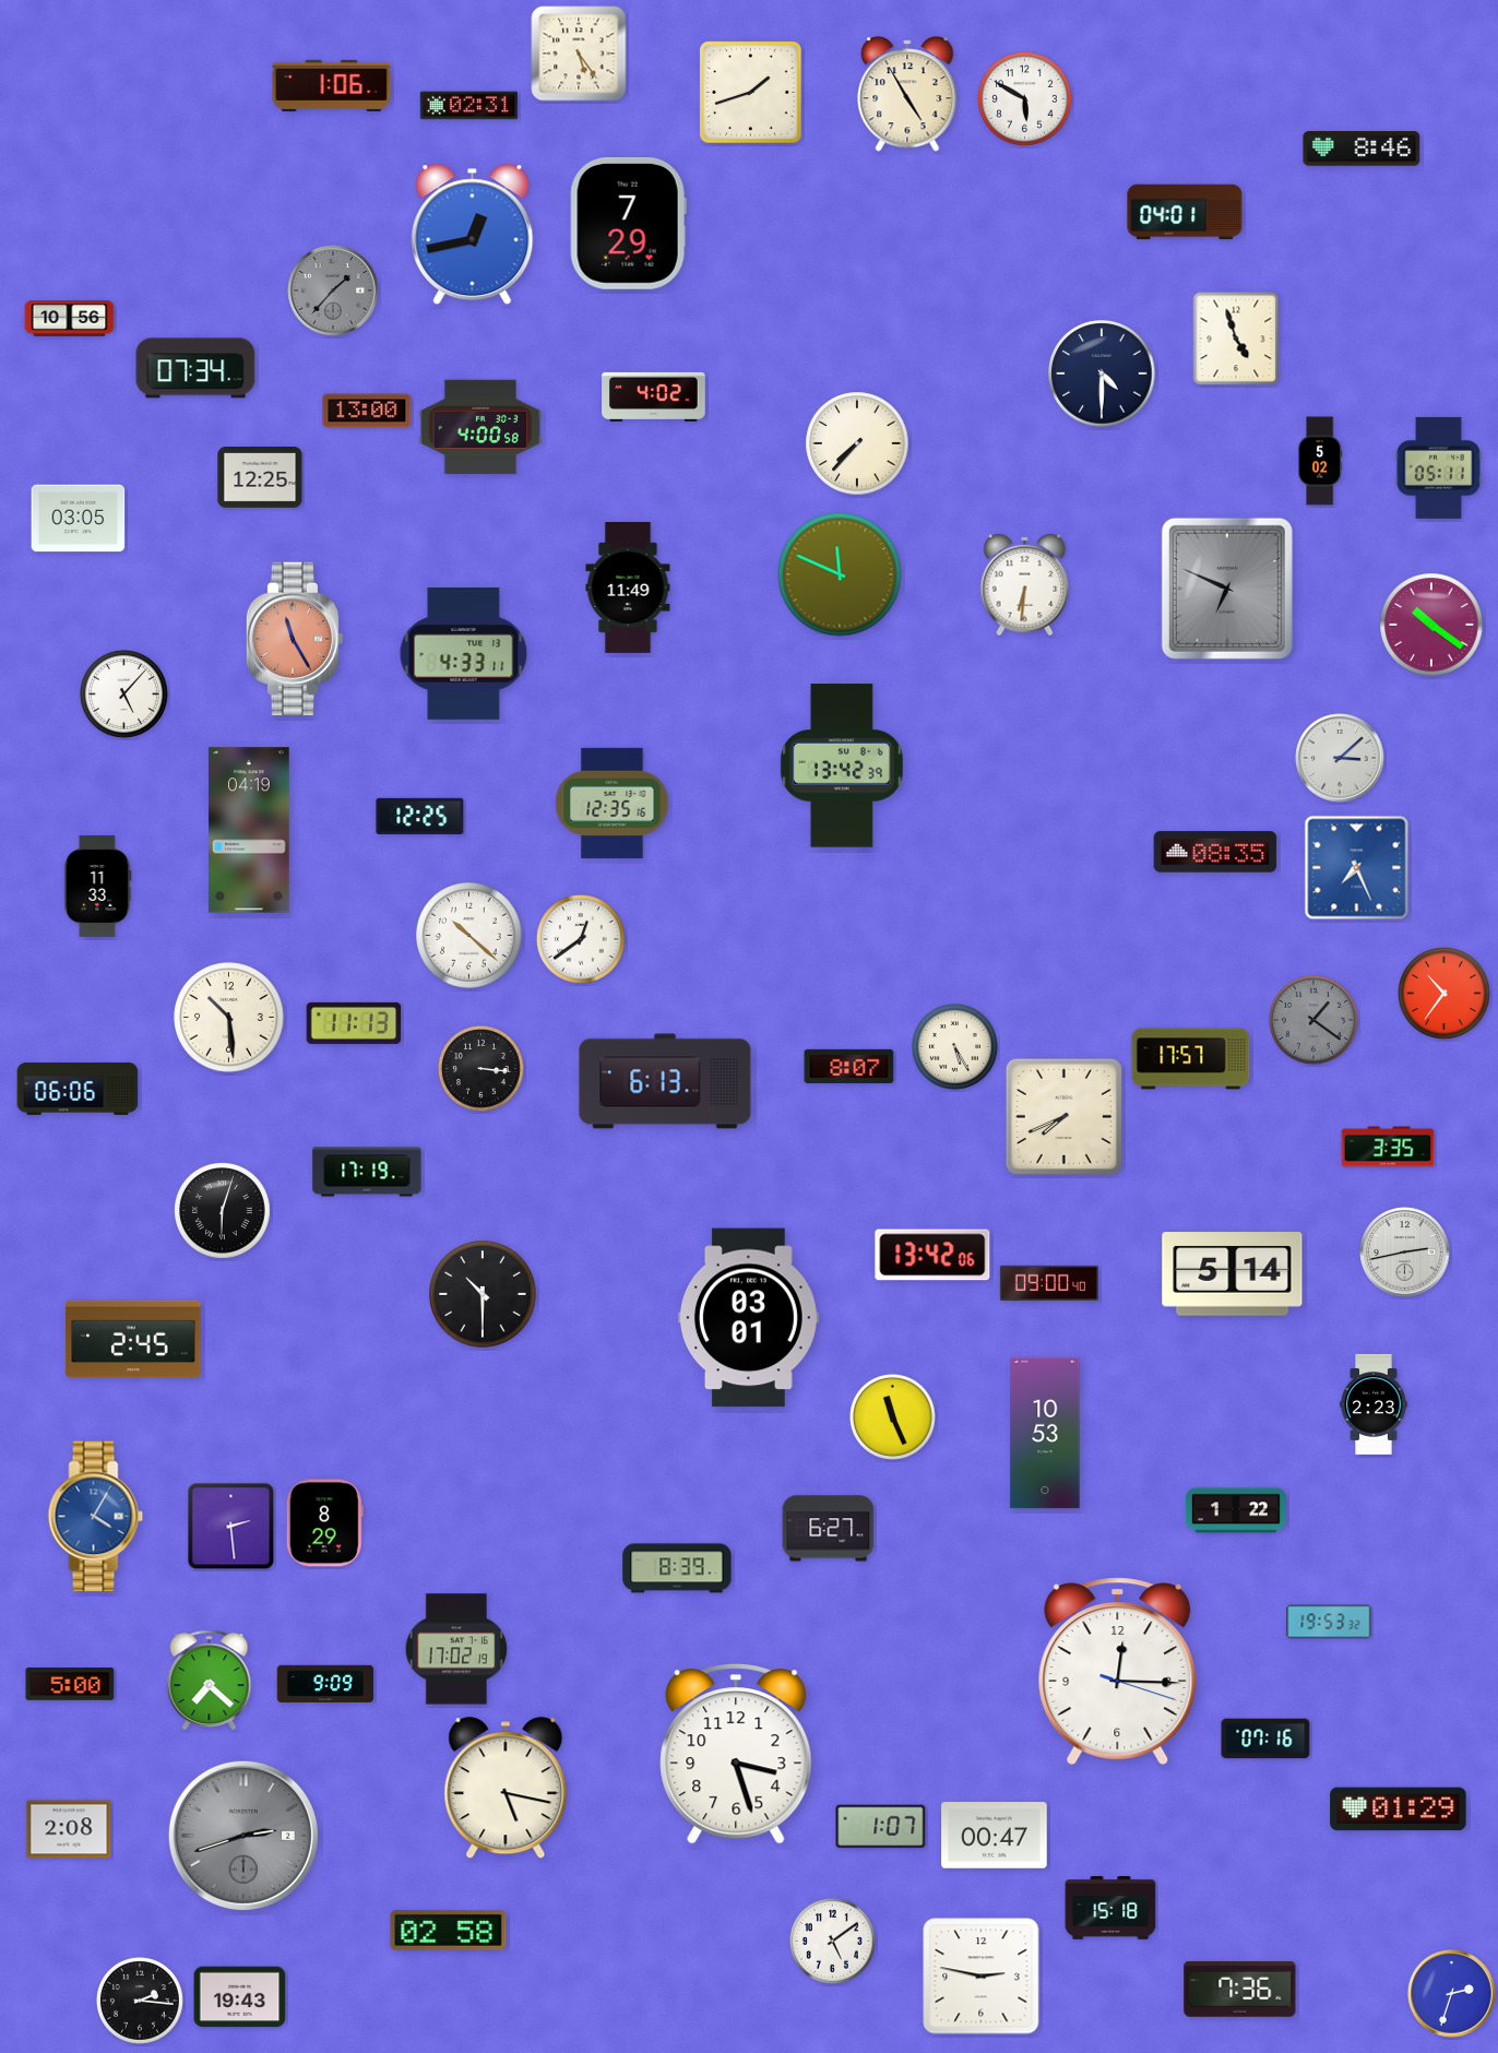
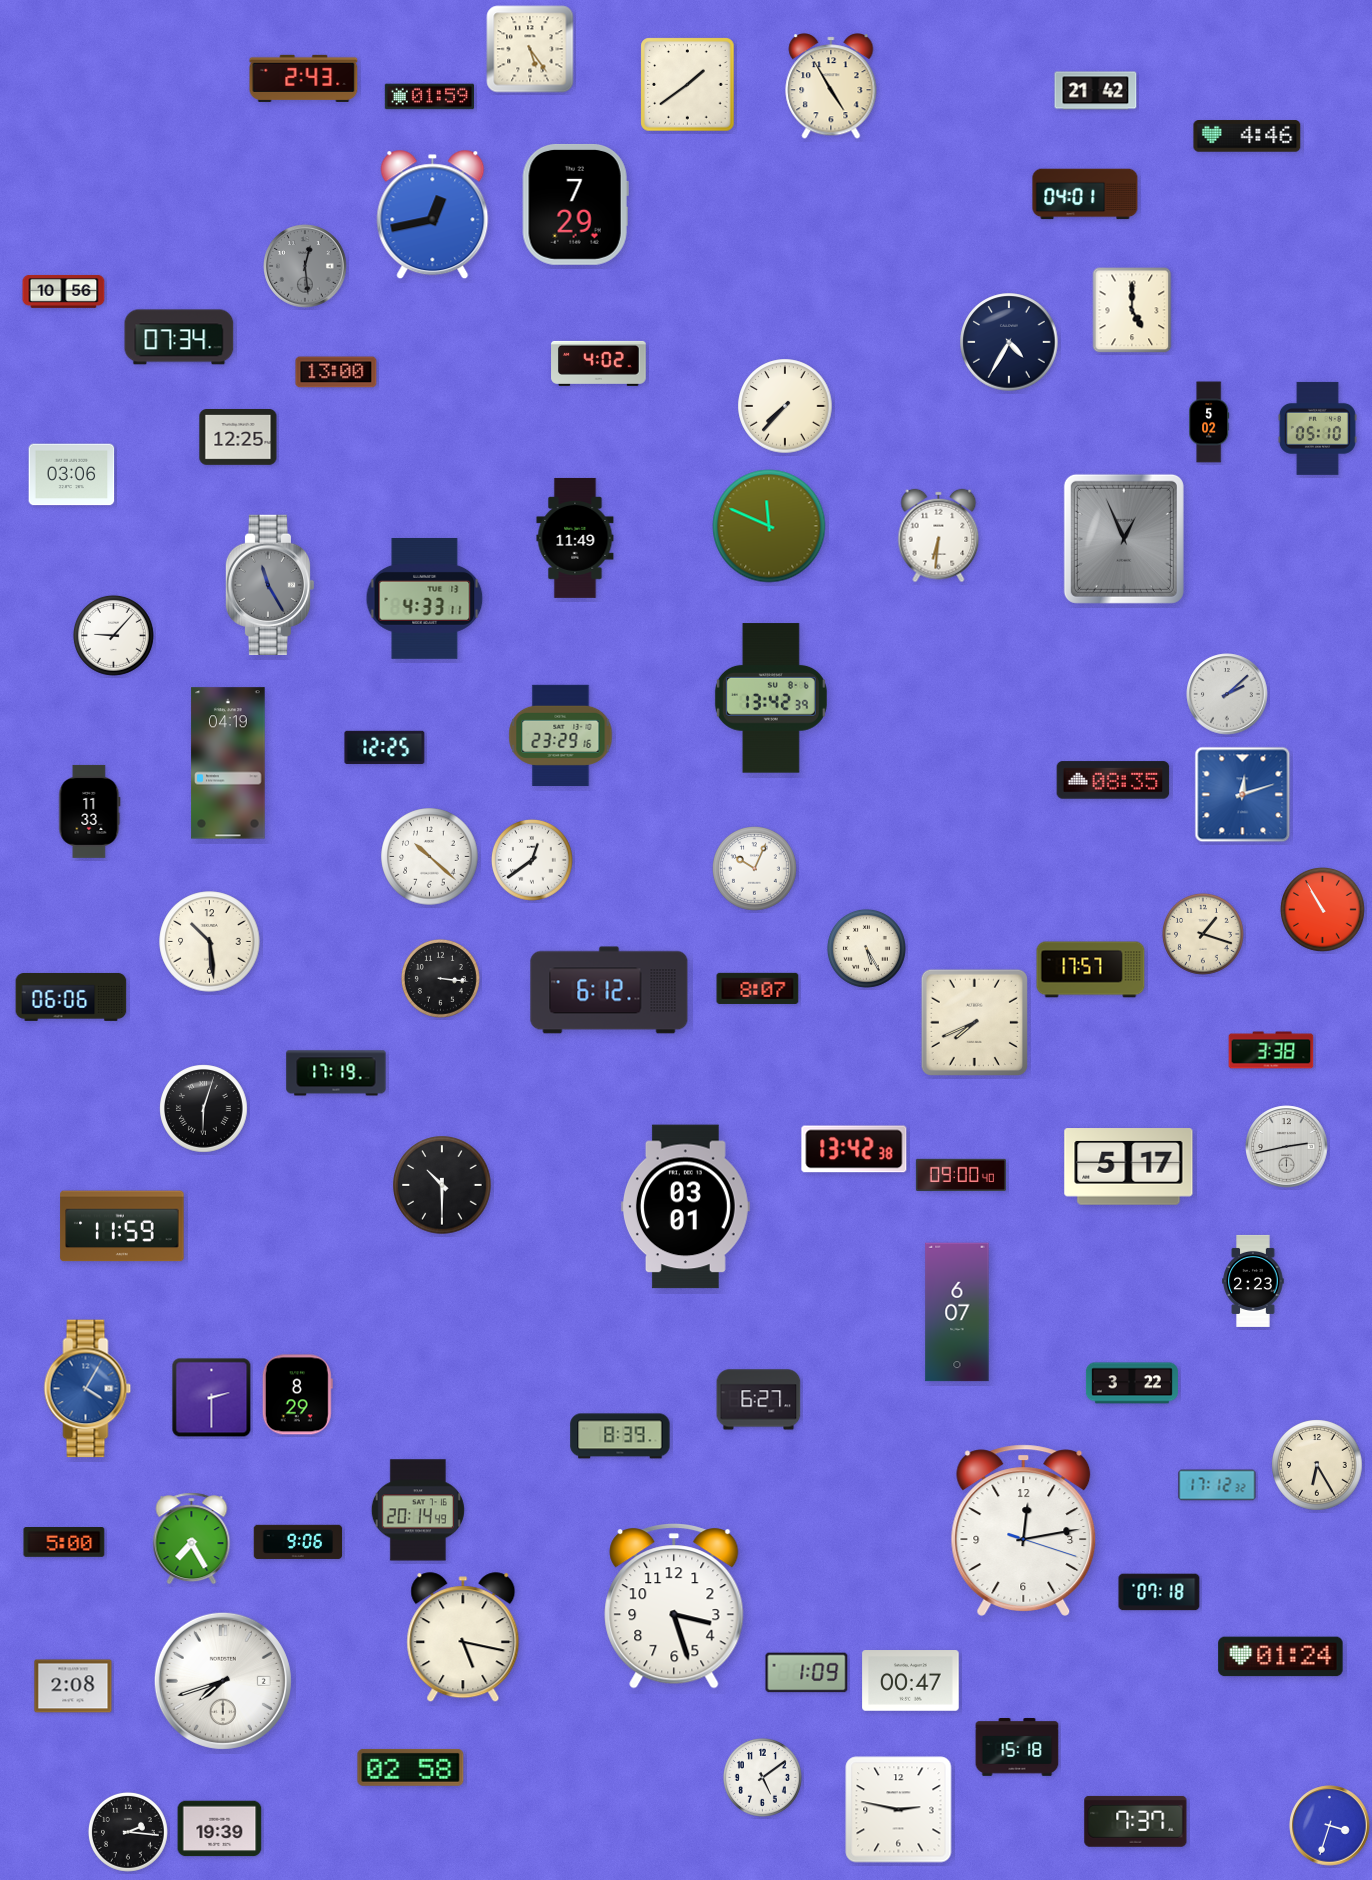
clock at (332, 85): 1:06 -> 2:43
clock at (751, 93): 1:42 -> 1:39
clock at (1025, 99): 5:50 -> none
clock at (1096, 91): none -> 21:42
clock at (468, 106): 02:31 -> 01:59
clock at (1362, 149): 8:46 -> 4:46
clock at (333, 290): 1:37 -> 12:29
clock at (1236, 339): 4:57 -> 5:00
clock at (1102, 373): 4:30 -> 4:35
clock at (367, 411) position: (367, 411) -> (336, 372)
clock at (480, 427): 4:00 -> none
clock at (1438, 467): 05:11 -> 05:10
clock at (79, 519): 03:05 -> 03:06
clock at (1227, 589): 6:49 -> 12:56
clock at (1431, 625): 10:21 -> none
clock at (295, 638) dial: salmon -> grey
clock at (123, 693): 5:07 -> 9:07
clock at (1340, 758): 3:08 -> 2:08
clock at (842, 766) position: (842, 766) -> (771, 698)
clock at (613, 803): 12:35 -> 23:29
clock at (249, 830) position: (249, 830) -> (228, 763)
clock at (1357, 868): 7:26 -> 12:12
clock at (755, 869): none -> 10:04
clock at (1444, 994): 10:36 -> 10:55
clock at (229, 1018) position: (229, 1018) -> (210, 942)
clock at (1313, 1020): 1:21 -> 1:18
clock at (1313, 1020) dial: grey -> cream
clock at (354, 1023): 11:13 -> none
clock at (954, 1046) position: (954, 1046) -> (866, 948)
clock at (849, 1066) position: (849, 1066) -> (758, 988)
clock at (665, 1081): 6:13 -> 6:12
clock at (1388, 1147): 3:35 -> 3:38
clock at (932, 1255): 13:42:06 -> 13:42:38
clock at (1233, 1274): 5:14 -> 5:17
clock at (133, 1339): 2:45 -> 11:59
clock at (1374, 1404) position: (1374, 1404) -> (1253, 1281)
clock at (892, 1416): 11:26 -> none
clock at (1045, 1433): 10:53 -> 6:07
clock at (1236, 1510): 1:22 -> 3:22
clock at (231, 1527): 2:29 -> 2:30
clock at (1317, 1465): none -> 6:25
clock at (1329, 1622): 19:53 -> 17:12
clock at (456, 1649): 17:02 -> 20:14
clock at (1118, 1671): 12:15 -> 12:13
clock at (210, 1681): 7:22 -> 7:25
clock at (325, 1684): 9:09 -> 9:06
clock at (1265, 1738): 07:16 -> 07:18
clock at (1399, 1809): 01:29 -> 01:24
clock at (881, 1827): 1:07 -> 1:09
clock at (69, 1829) position: (69, 1829) -> (73, 1686)
clock at (243, 1836): 2:42 -> 7:42
clock at (243, 1836) dial: grey -> white
clock at (1240, 1989): 7:36 -> 7:37
clock at (1452, 1994): 2:33 -> 3:33
clock at (240, 1997): 19:43 -> 19:39
